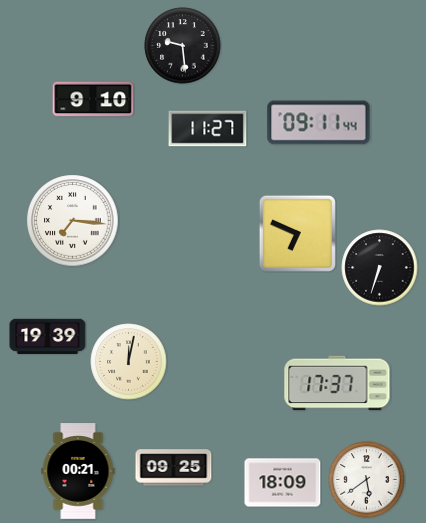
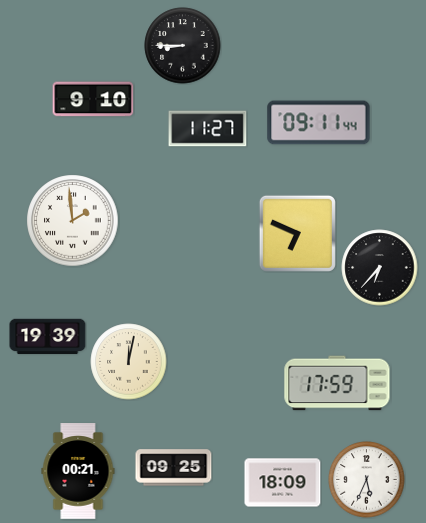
clock at (183, 46): 9:29 -> 8:45
clock at (73, 221): 7:16 -> 1:59
clock at (380, 268): 6:33 -> 6:37
clock at (337, 383): 17:37 -> 17:59
clock at (367, 480): 5:39 -> 5:34
